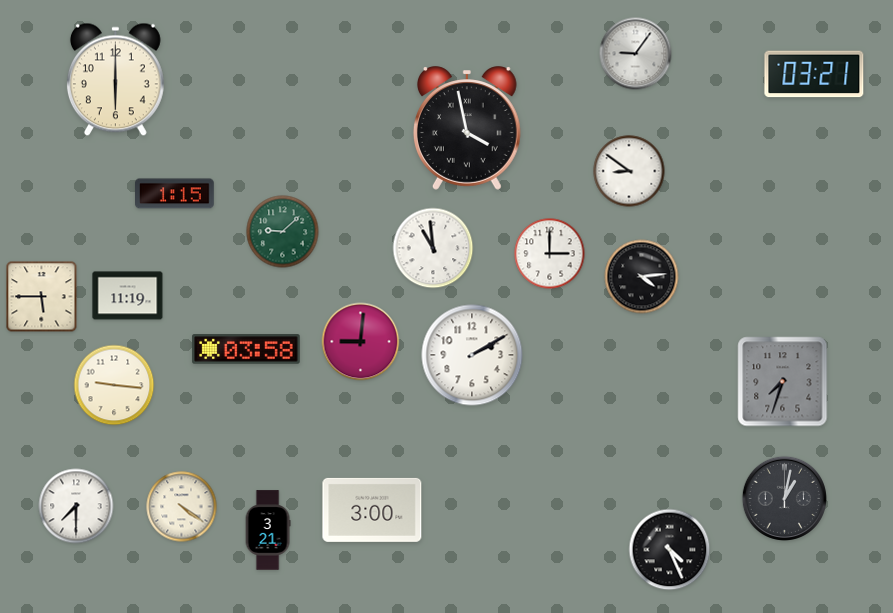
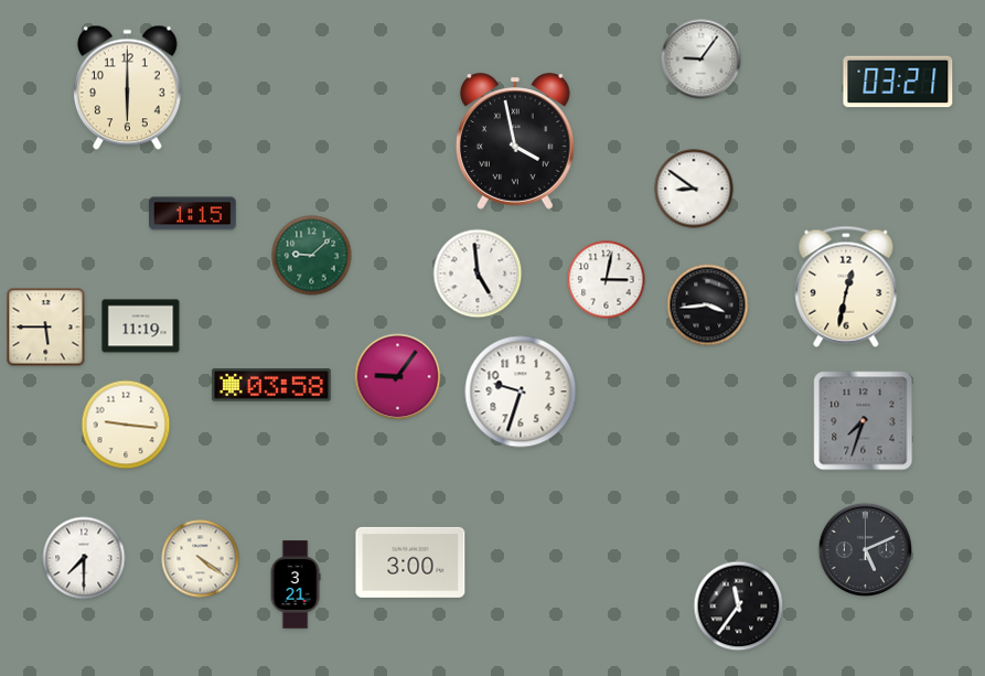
clock at (433, 248): 10:59 -> 4:59
clock at (550, 254): 3:00 -> 3:02
clock at (846, 287): none -> 12:32
clock at (642, 277): 4:14 -> 3:44
clock at (361, 342): 9:01 -> 9:06
clock at (472, 355): 2:10 -> 9:33
clock at (784, 498): 1:02 -> 5:11
clock at (670, 550): 4:26 -> 11:36
